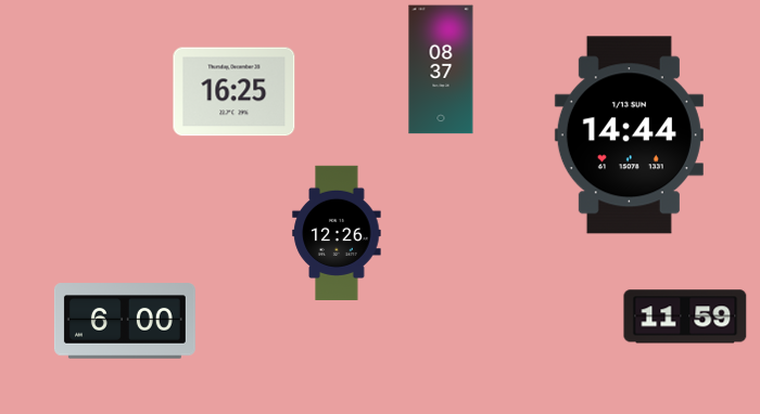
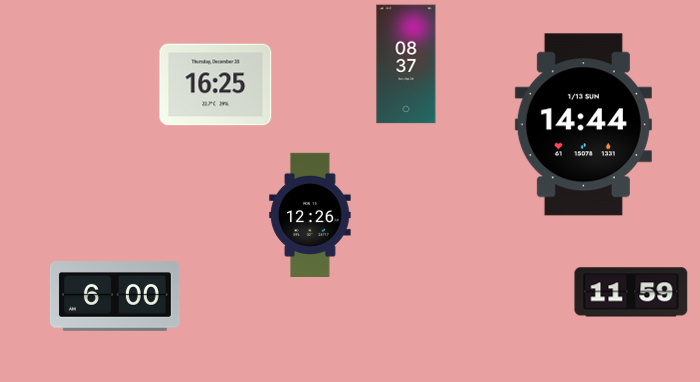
clock at (629, 135) position: (629, 135) -> (583, 125)
